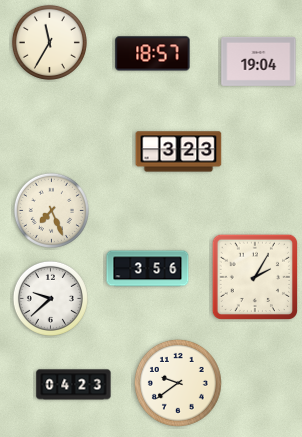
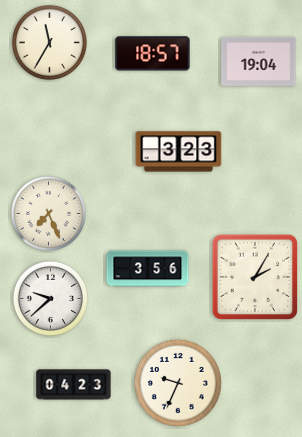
clock at (51, 210) position: (51, 210) -> (48, 213)
clock at (178, 383): 9:39 -> 9:34
